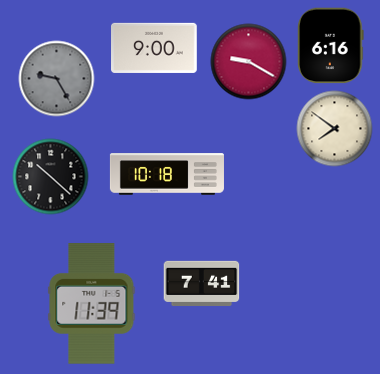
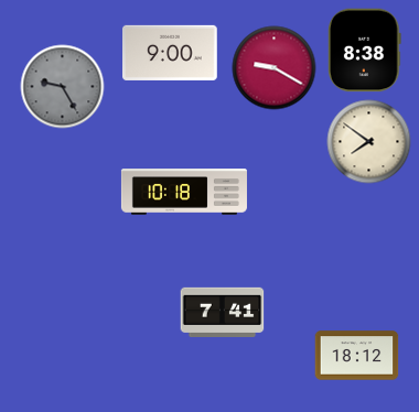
clock at (331, 46): 6:16 -> 8:38
clock at (51, 177): 10:22 -> none
clock at (92, 304): 11:39 -> none
clock at (357, 356): none -> 18:12
